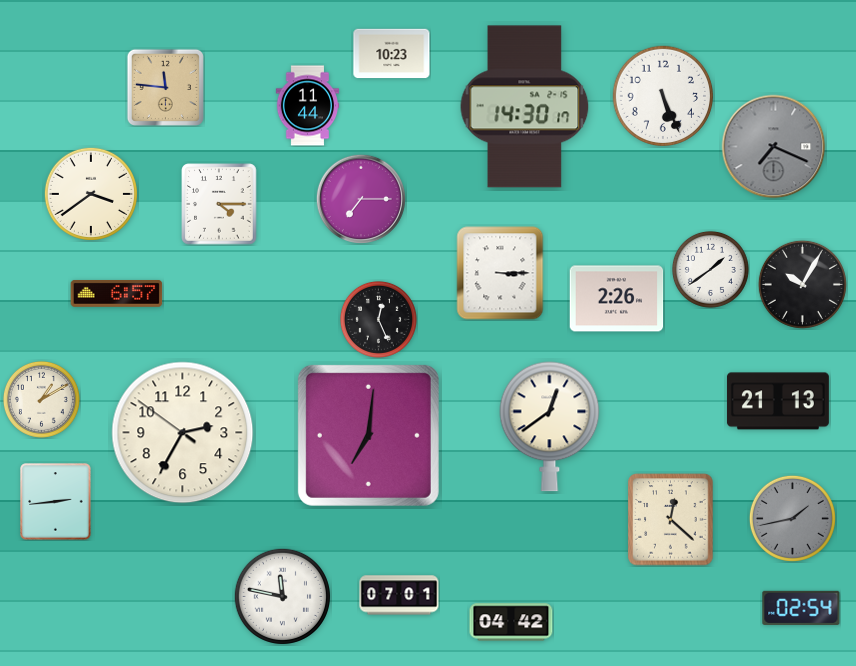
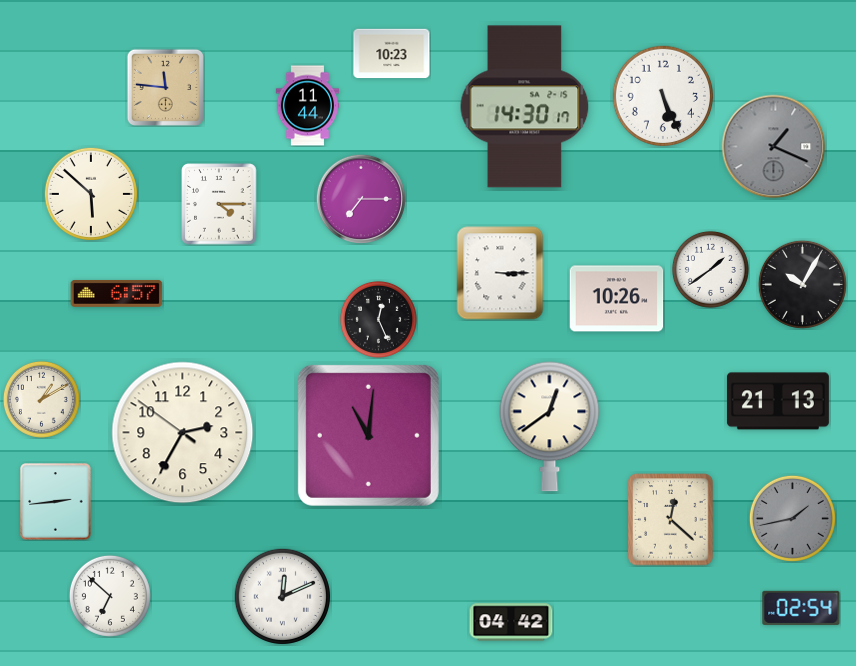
clock at (774, 147): 7:19 -> 1:19
clock at (91, 194): 3:39 -> 5:52
clock at (617, 299): 2:26 -> 10:26
clock at (368, 435): 7:01 -> 11:01
clock at (399, 595): 07:01 -> none
clock at (110, 596): none -> 6:52
clock at (282, 596): 11:47 -> 12:11
